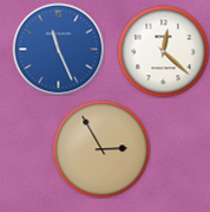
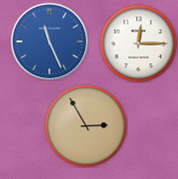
clock at (163, 51): 12:22 -> 12:15
